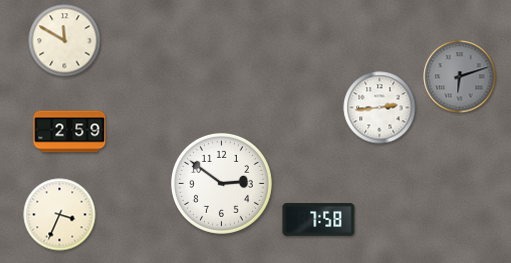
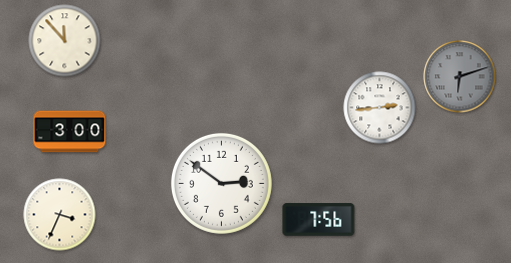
clock at (65, 41): 11:50 -> 11:53
clock at (70, 132): 2:59 -> 3:00
clock at (319, 220): 7:58 -> 7:56
